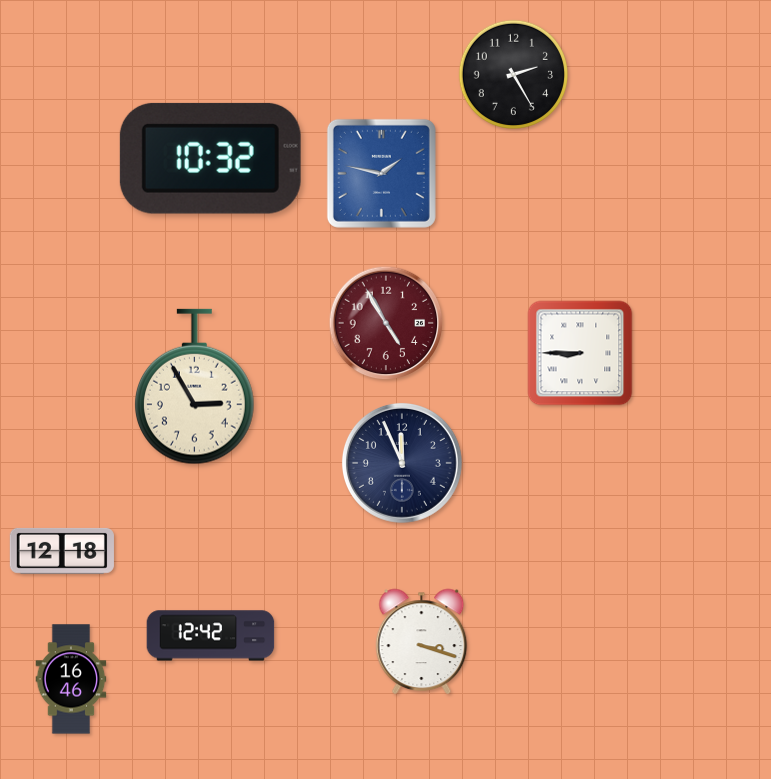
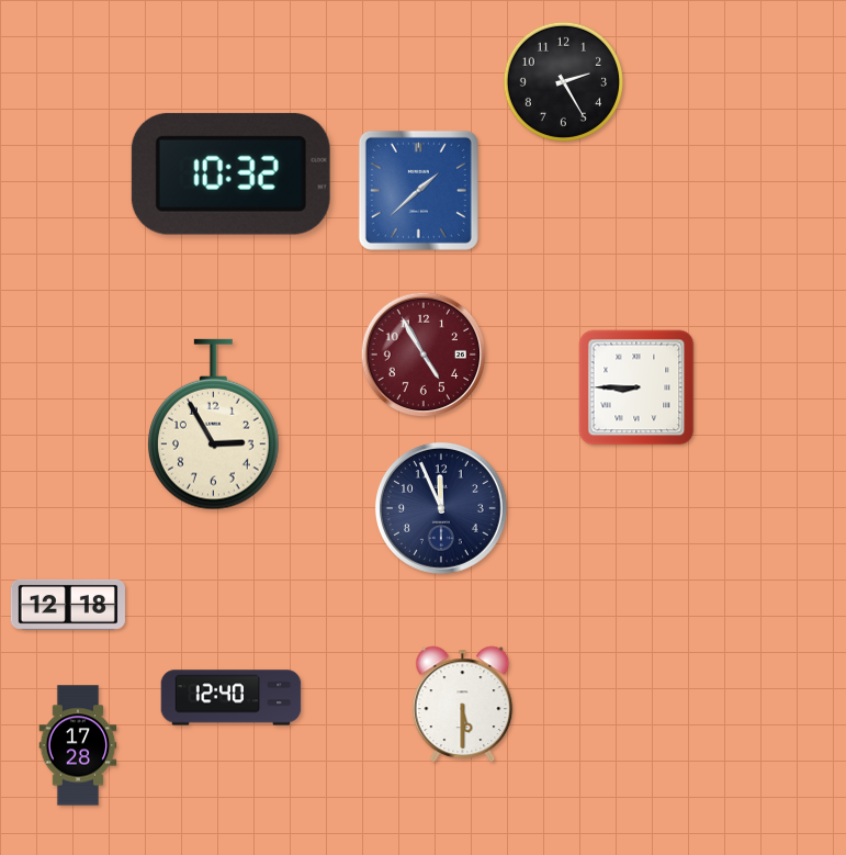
clock at (381, 173): 1:47 -> 1:38
clock at (211, 636): 12:42 -> 12:40
clock at (422, 641): 3:18 -> 5:30
clock at (71, 679): 16:46 -> 17:28
